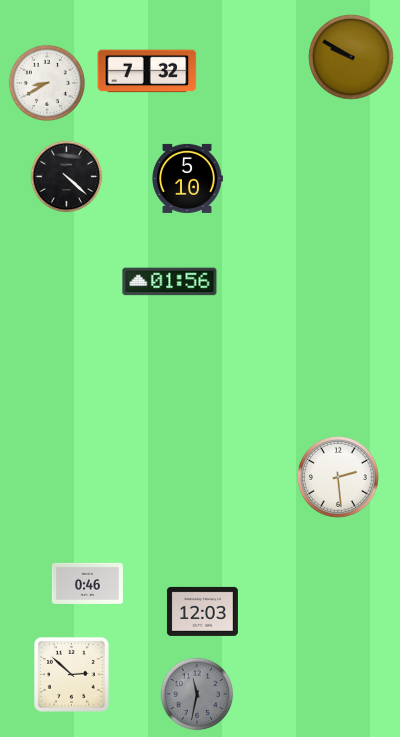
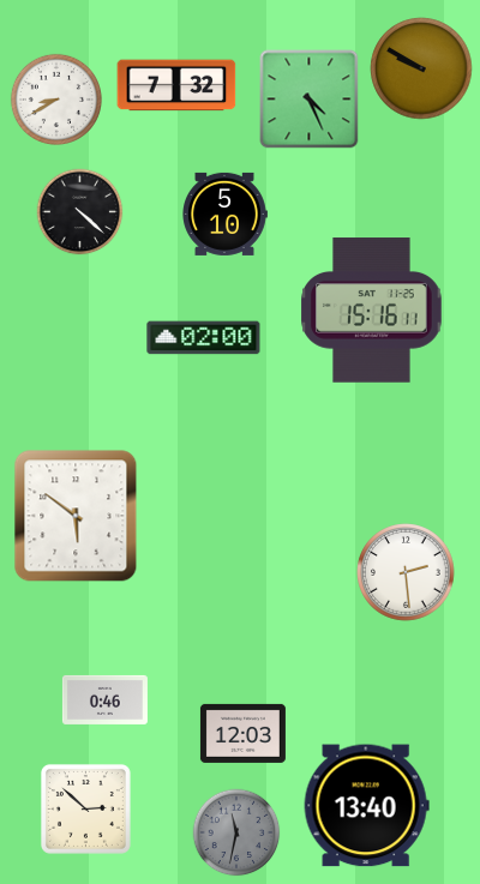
clock at (310, 100): none -> 4:26
clock at (372, 311): none -> 15:16
clock at (170, 282): 01:56 -> 02:00
clock at (76, 516): none -> 5:51
clock at (366, 806): none -> 13:40
